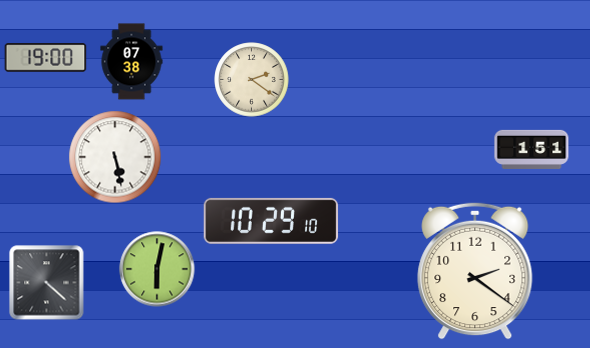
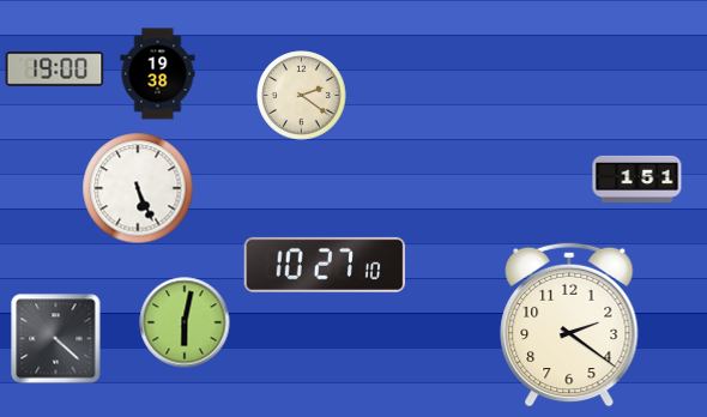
clock at (132, 62): 07:38 -> 19:38
clock at (115, 157): 5:28 -> 5:26
clock at (271, 221): 10:29 -> 10:27
clock at (157, 269) position: (157, 269) -> (185, 322)
